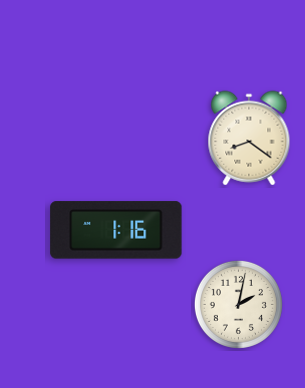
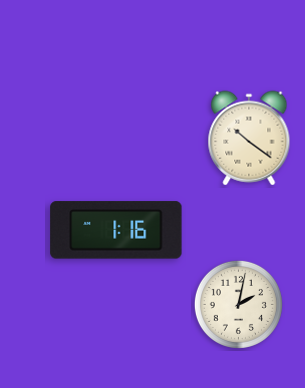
clock at (249, 138): 8:21 -> 10:21
